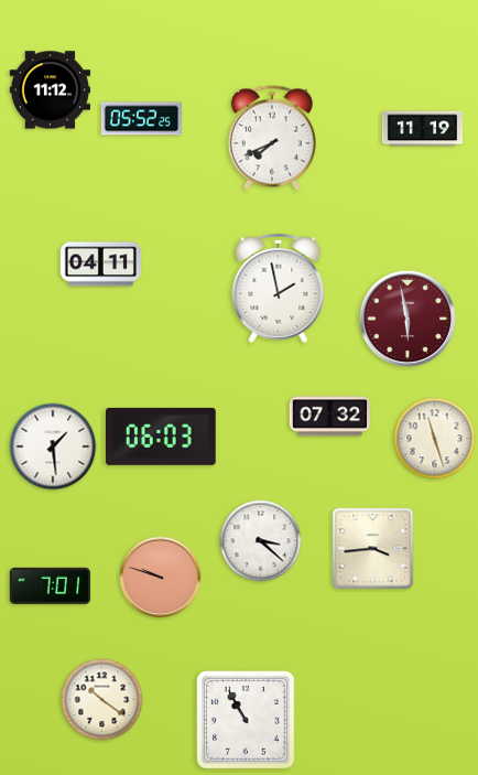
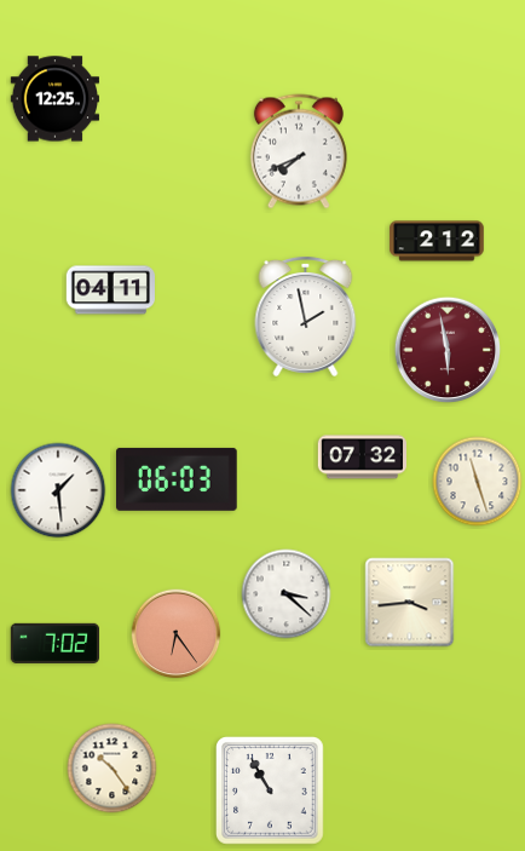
clock at (50, 90): 11:12 -> 12:25
clock at (141, 119): 05:52 -> none
clock at (423, 129): 11:19 -> none
clock at (437, 241): none -> 2:12
clock at (161, 578): 9:48 -> 6:24
clock at (50, 585): 7:01 -> 7:02
clock at (102, 700): 10:21 -> 10:24
